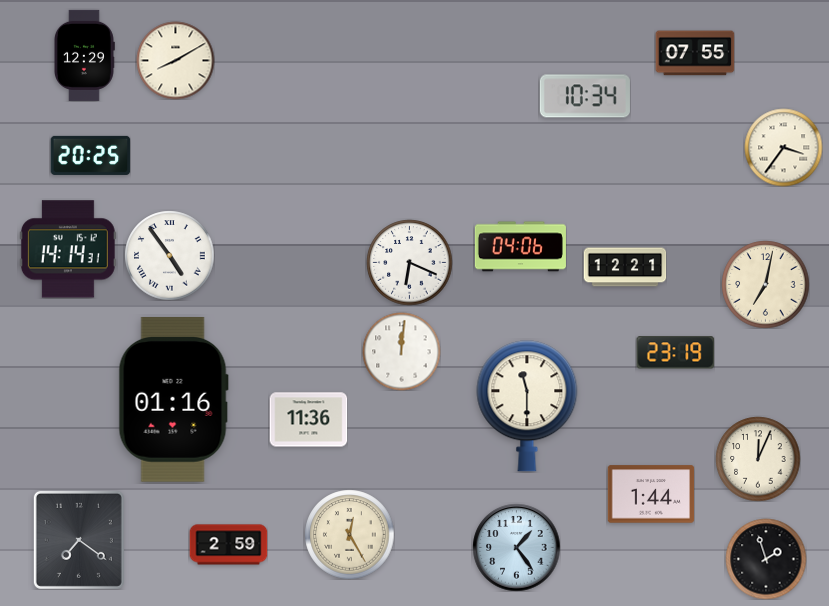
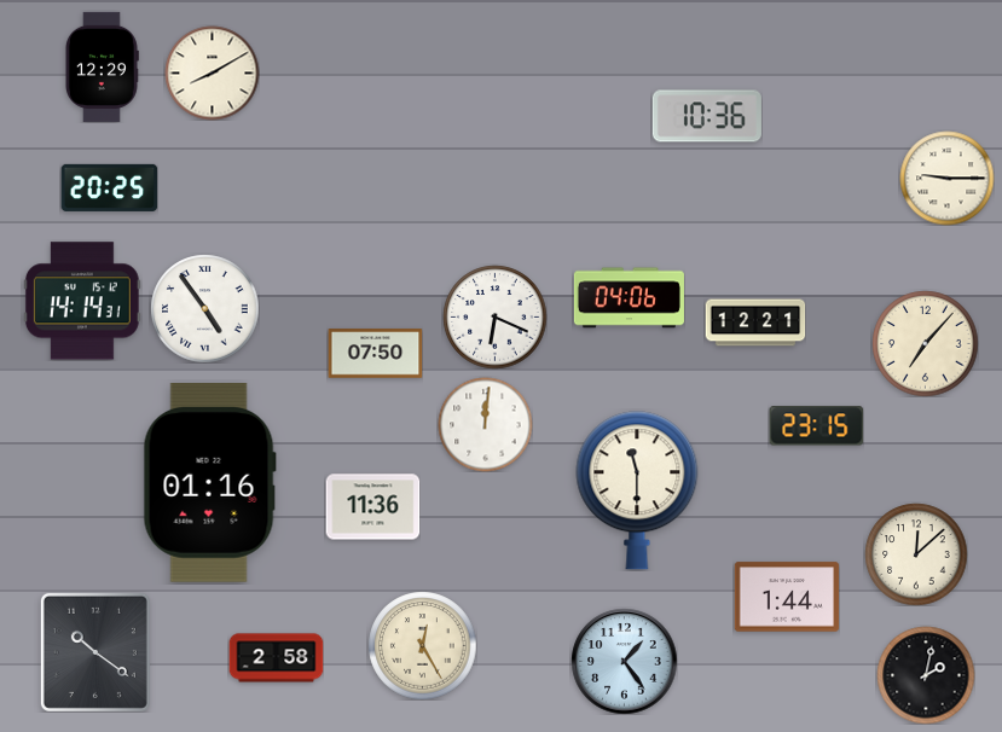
clock at (695, 53): 07:55 -> none
clock at (585, 96): 10:34 -> 10:36
clock at (783, 147): 3:36 -> 9:15
clock at (765, 284): 7:02 -> 7:07
clock at (375, 354): none -> 07:50
clock at (675, 353): 23:19 -> 23:15
clock at (758, 459): 12:04 -> 12:08
clock at (79, 540): 7:21 -> 10:21
clock at (228, 545): 2:59 -> 2:58
clock at (766, 559): 1:57 -> 2:02
